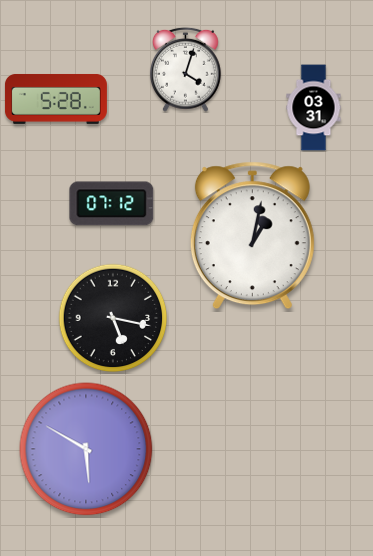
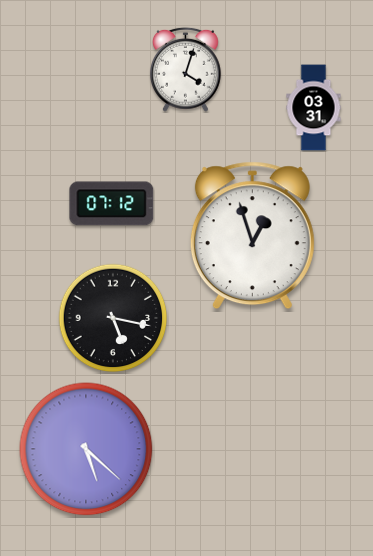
clock at (56, 99): 5:28 -> none
clock at (252, 236): 1:02 -> 12:57
clock at (86, 449): 5:50 -> 5:22
